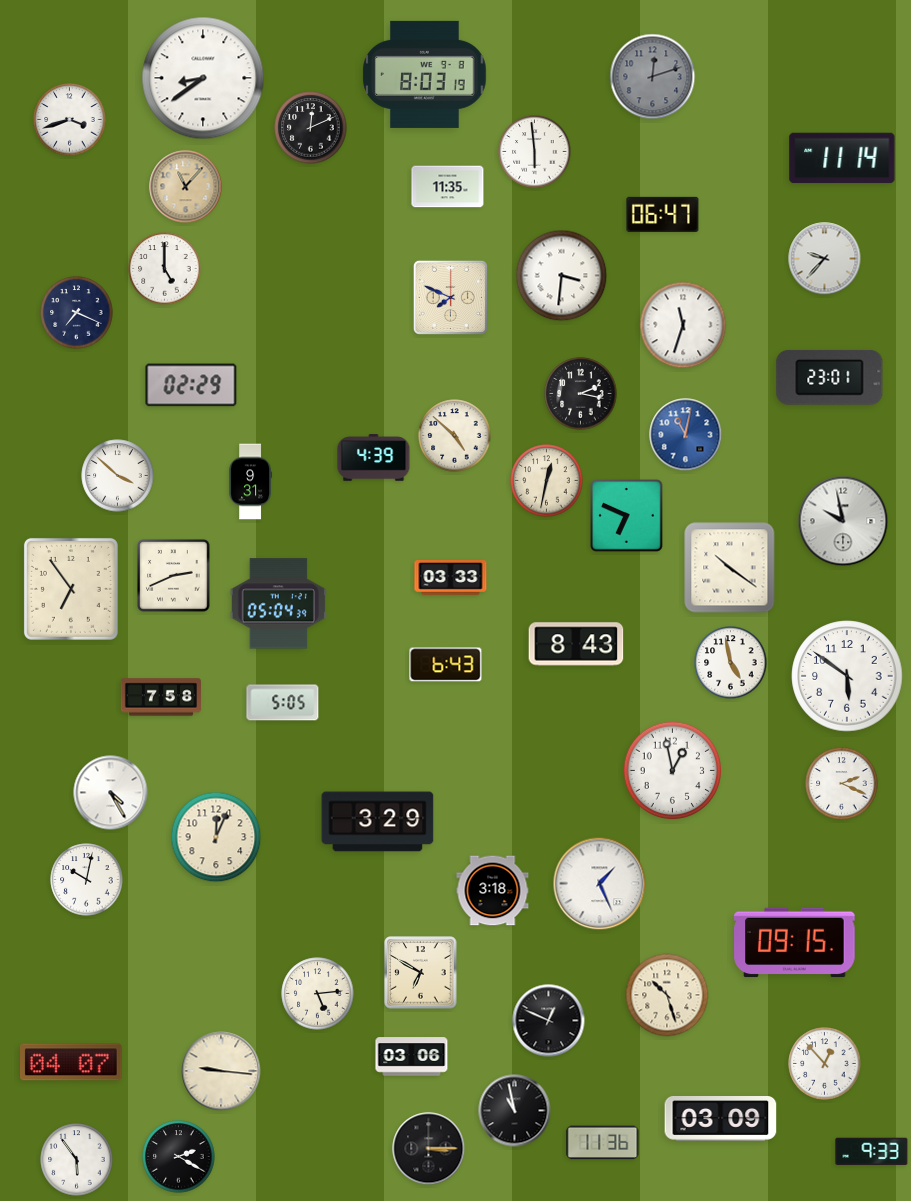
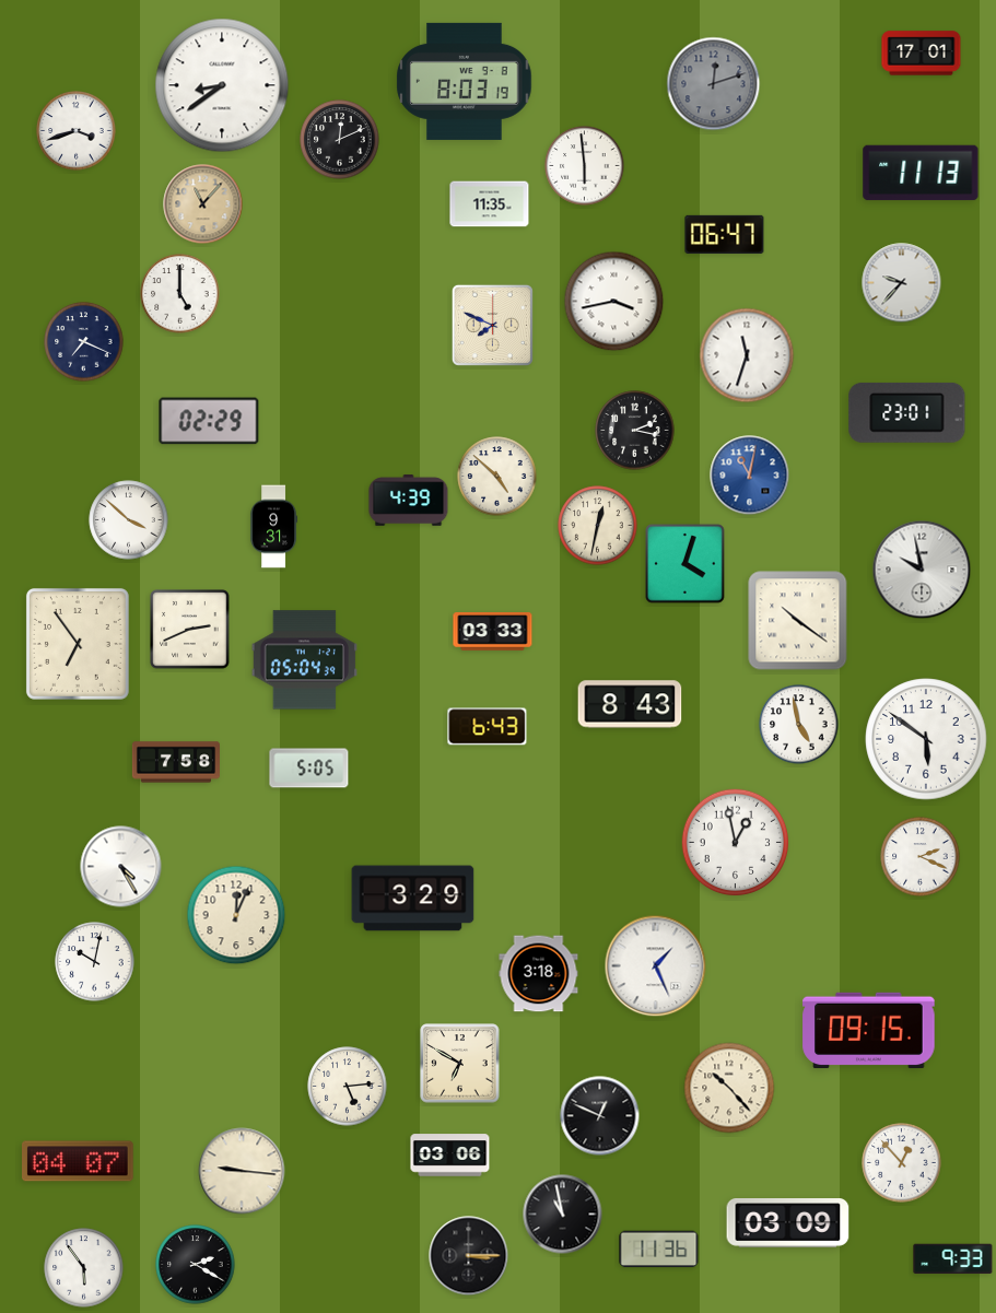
clock at (922, 54): none -> 17:01
clock at (842, 158): 11:14 -> 11:13
clock at (562, 276): 3:31 -> 3:43
clock at (627, 516): 6:49 -> 4:03
clock at (667, 995): 10:27 -> 10:23
